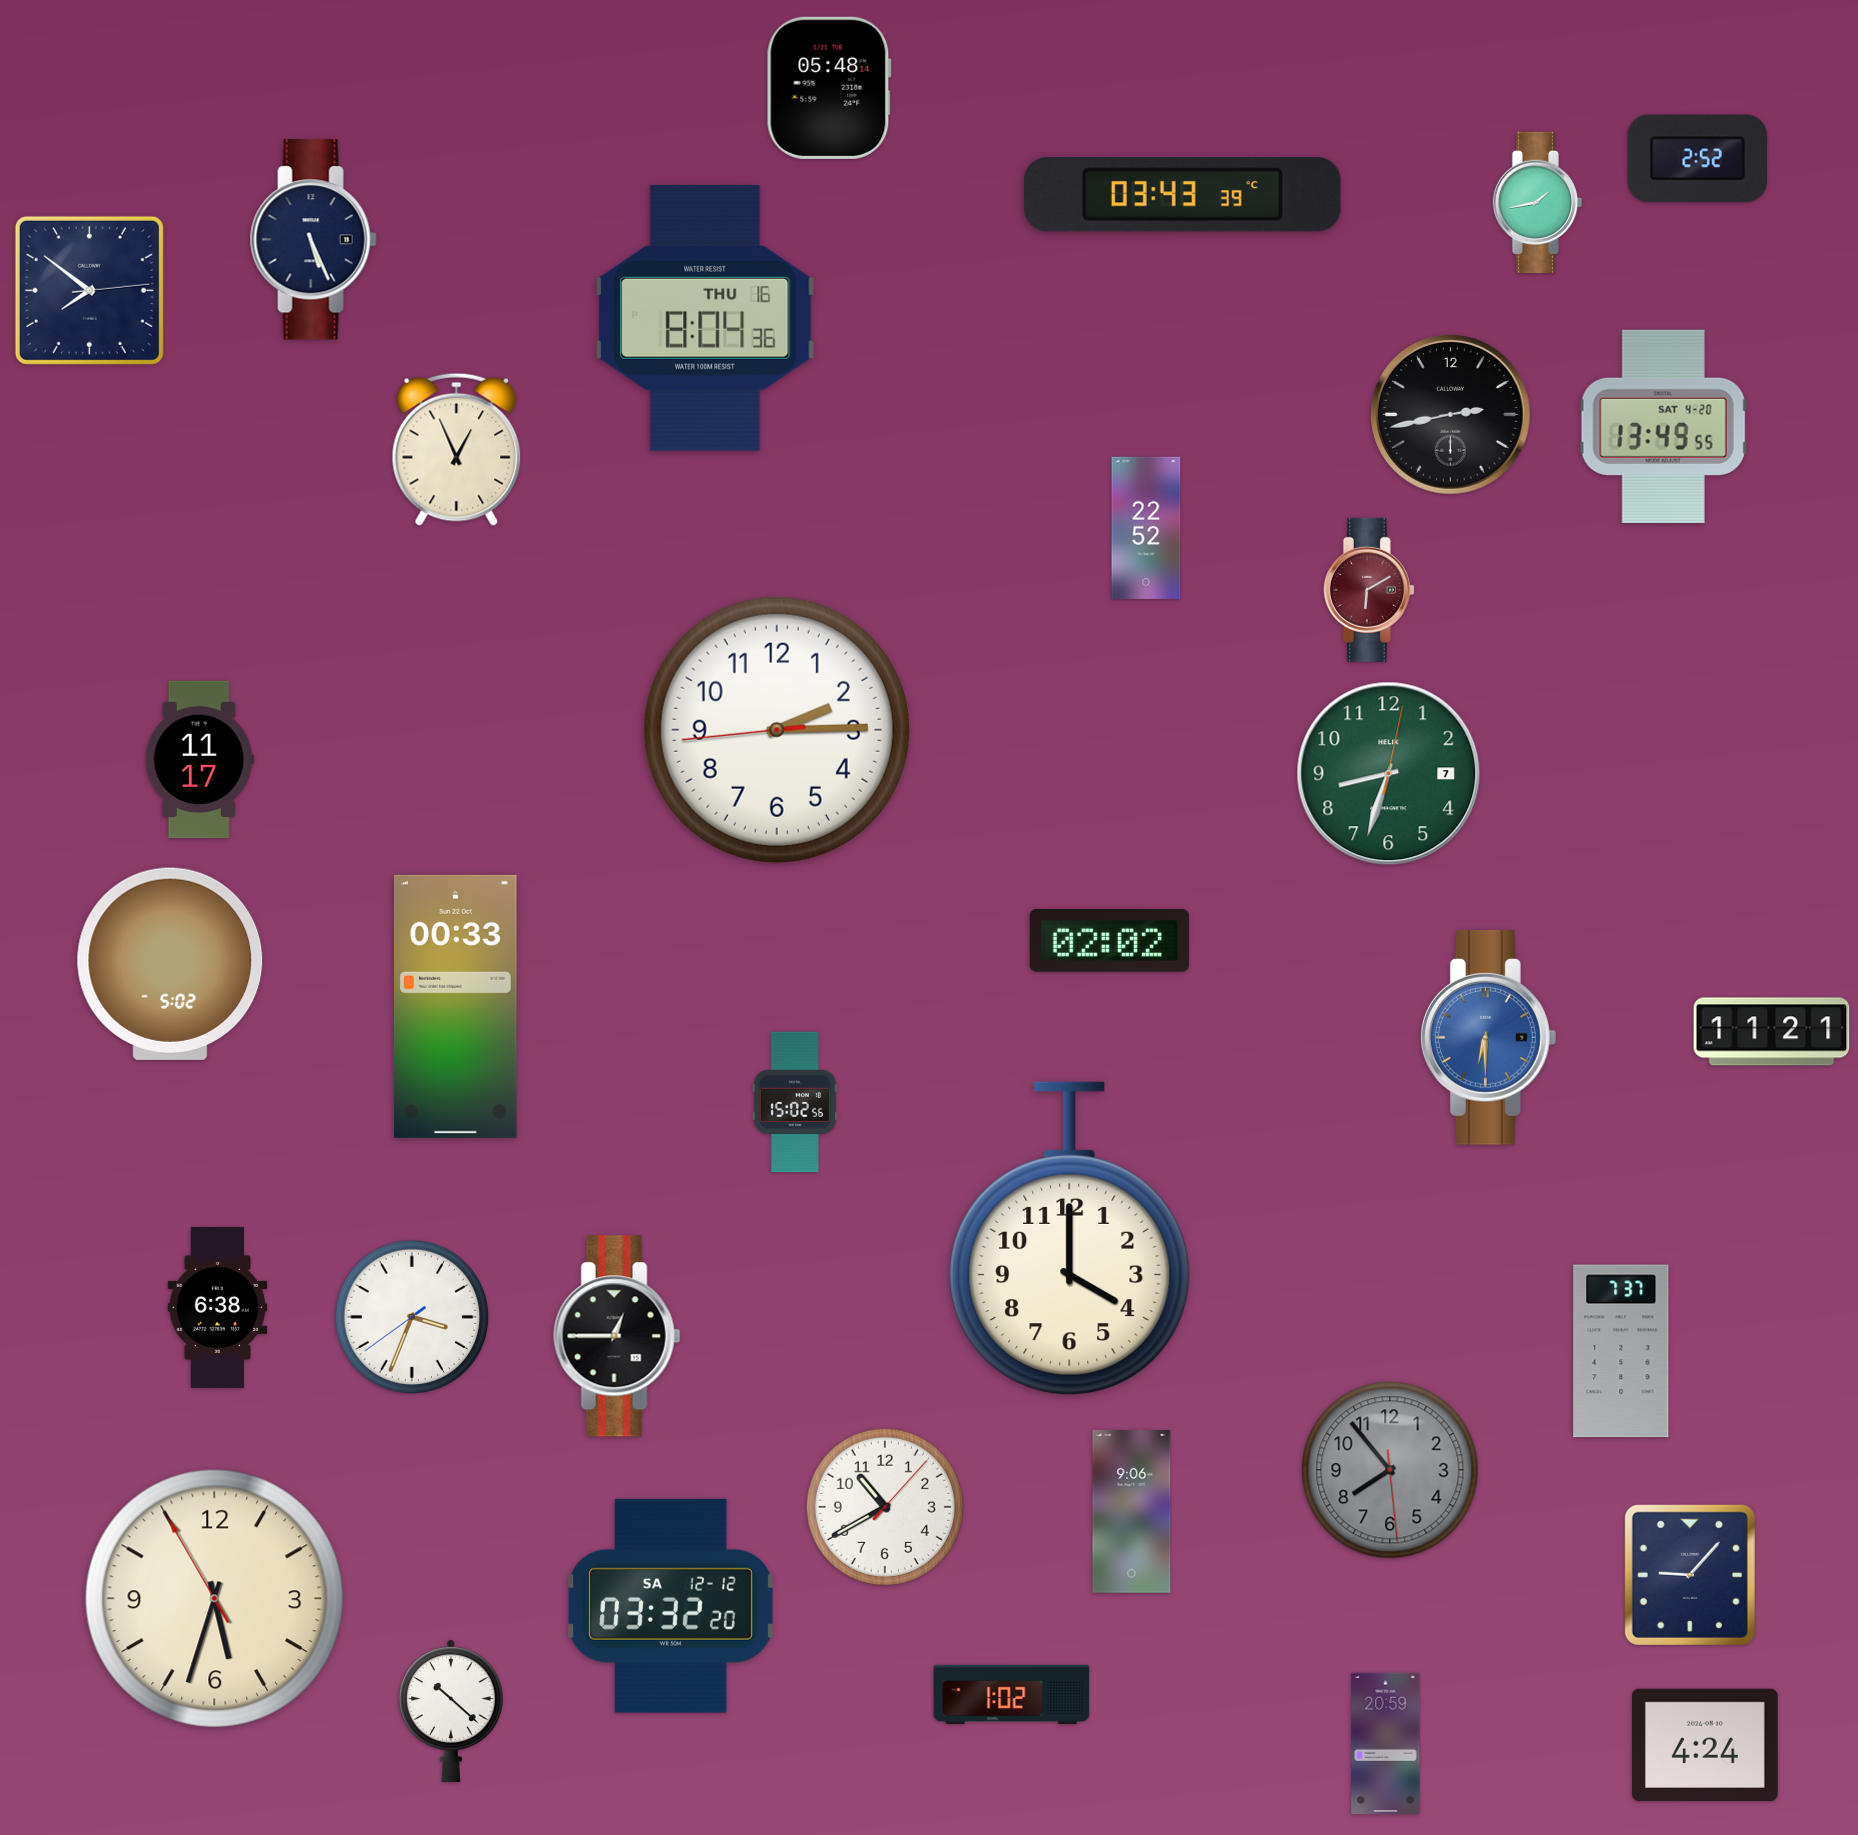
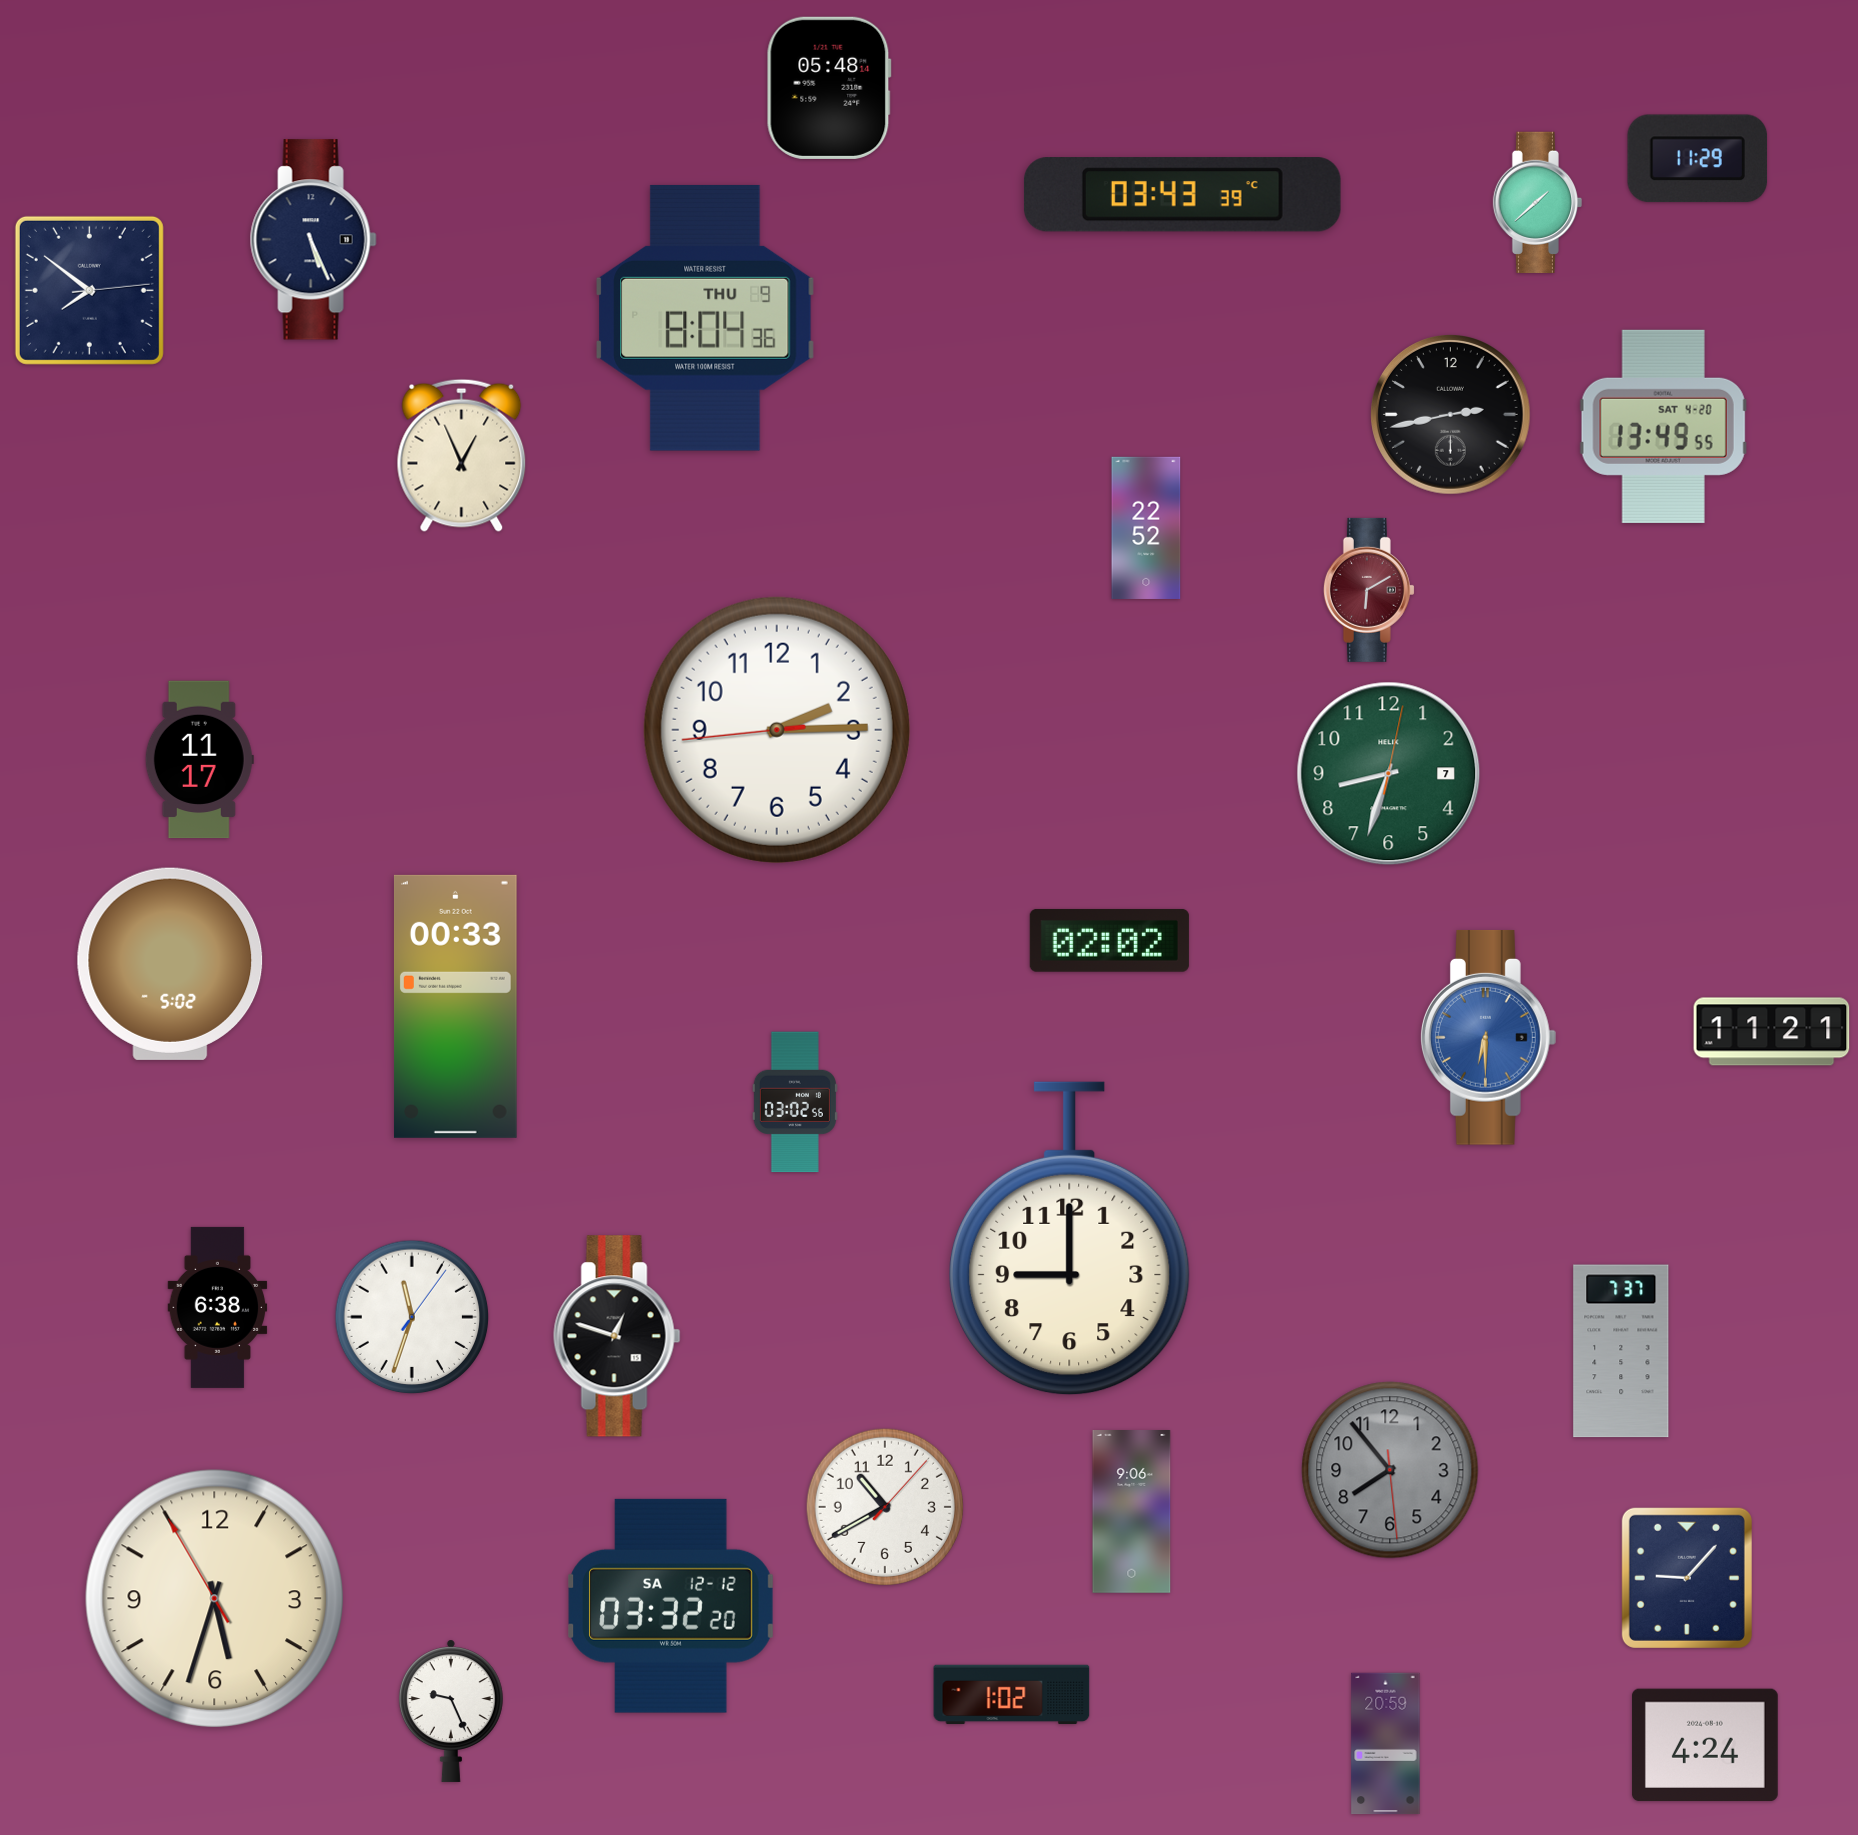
clock at (1698, 159): 2:52 -> 11:29
clock at (1538, 202): 1:43 -> 1:38
clock at (705, 318) date: THU 16 -> THU 9
clock at (457, 449) position: (457, 449) -> (462, 455)
clock at (795, 1102): 15:02 -> 03:02
clock at (1070, 1239): 4:00 -> 9:00
clock at (412, 1317): 3:33 -> 11:33
clock at (617, 1336): 12:45 -> 12:48
clock at (1690, 1575) position: (1690, 1575) -> (1687, 1578)
clock at (451, 1711): 10:22 -> 9:26
